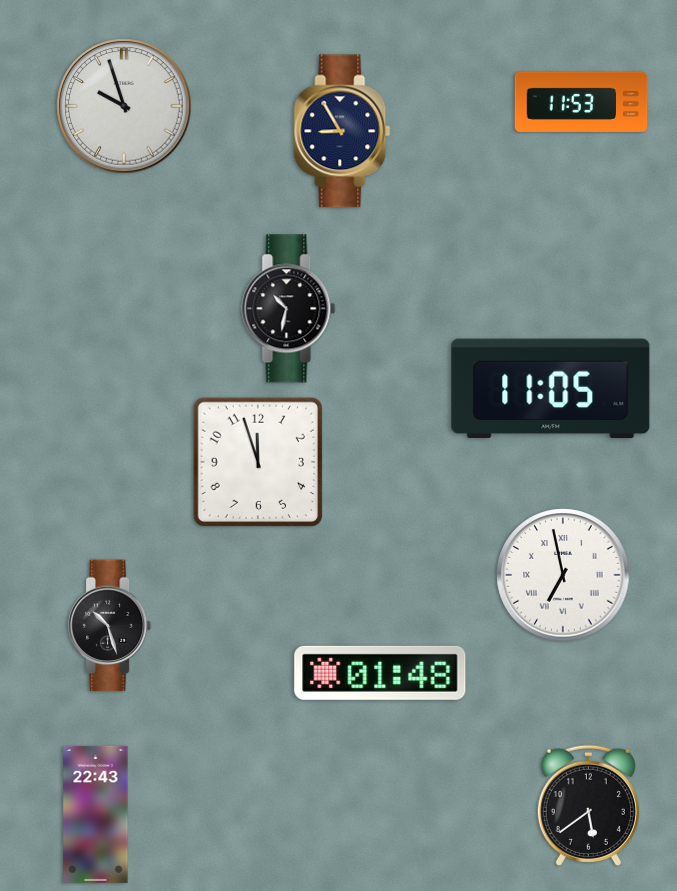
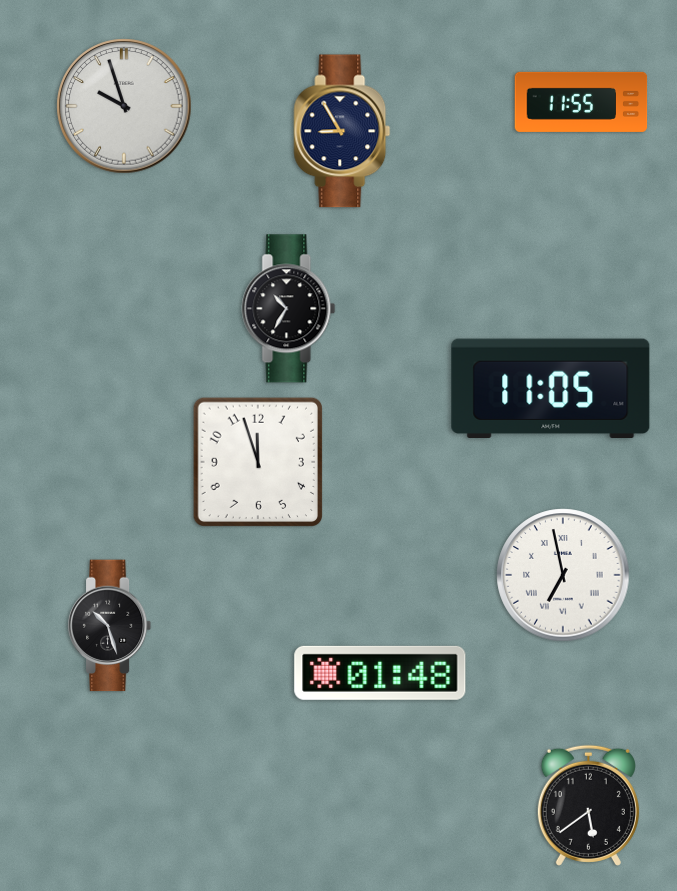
clock at (581, 102): 11:53 -> 11:55
clock at (289, 309): 10:32 -> 10:35
clock at (96, 814): 22:43 -> none
